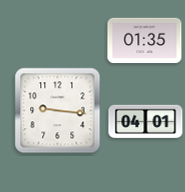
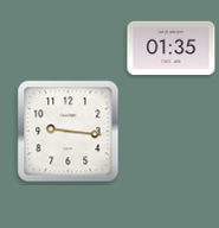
clock at (146, 122): 04:01 -> none
